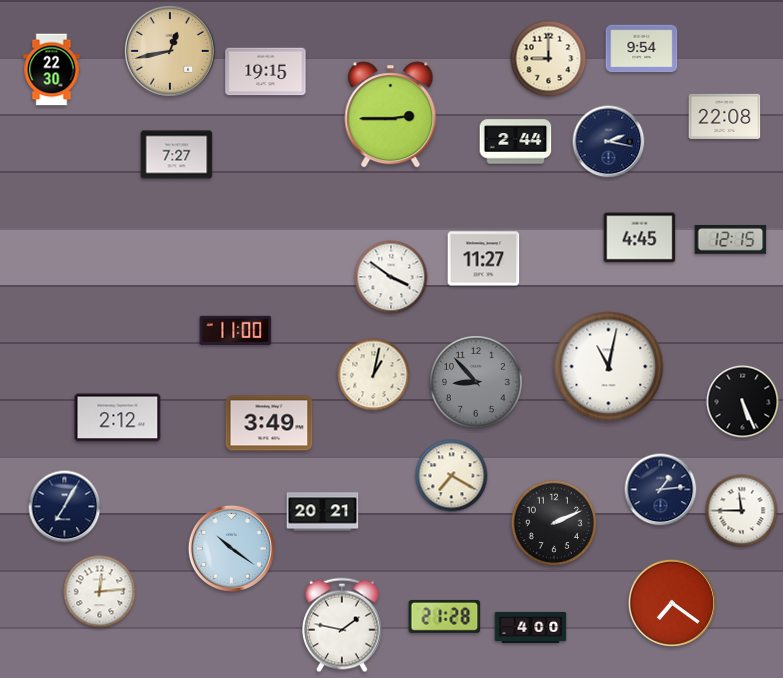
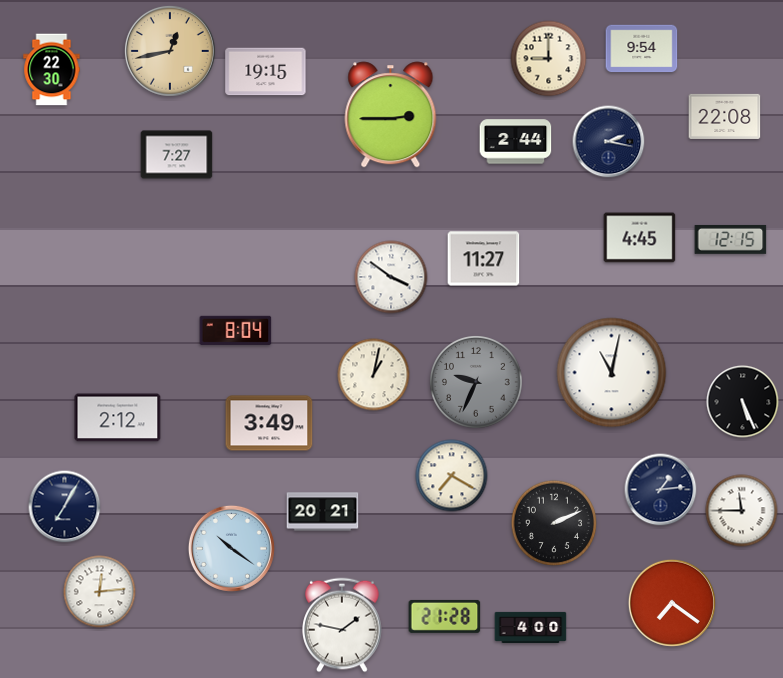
clock at (236, 330): 11:00 -> 8:04
clock at (609, 367) position: (609, 367) -> (612, 373)
clock at (477, 383): 8:53 -> 9:34
